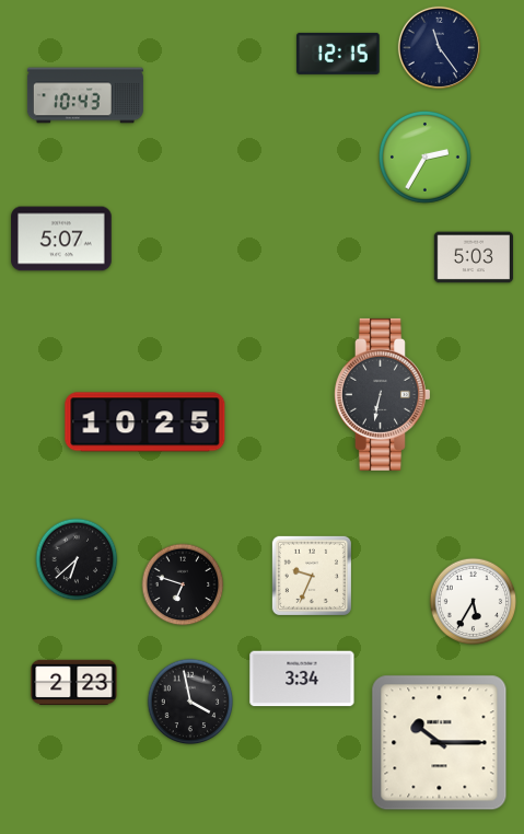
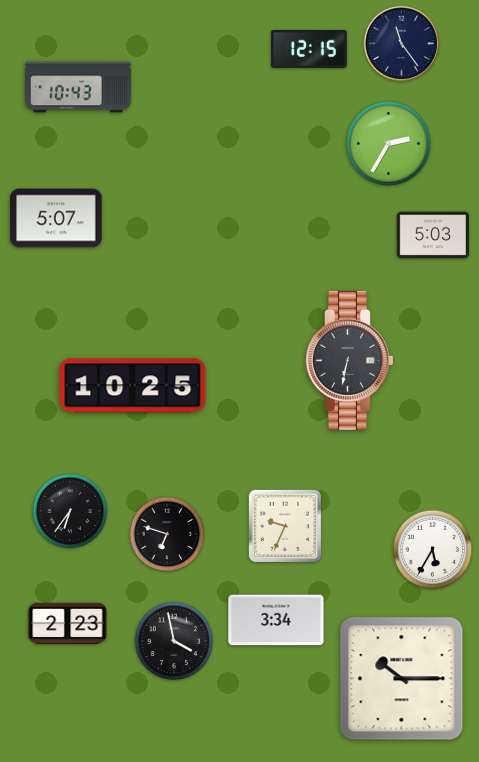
clock at (77, 559): 6:38 -> 6:36
